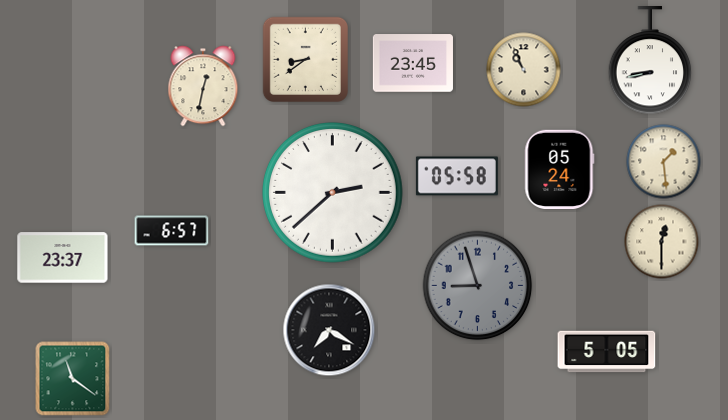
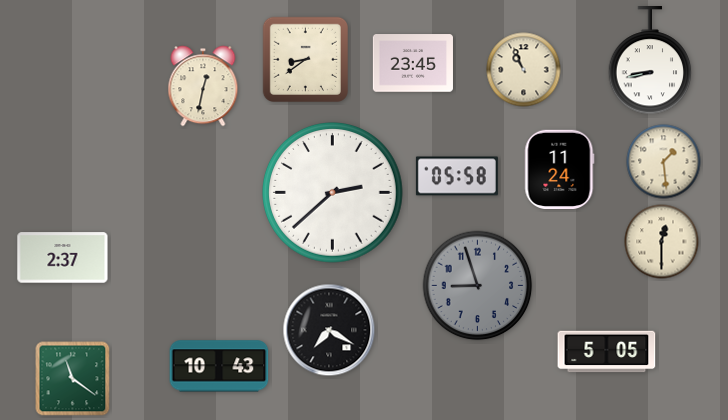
clock at (560, 169): 05:24 -> 11:24
clock at (172, 231): 6:57 -> none
clock at (63, 258): 23:37 -> 2:37
clock at (219, 366): none -> 10:43
